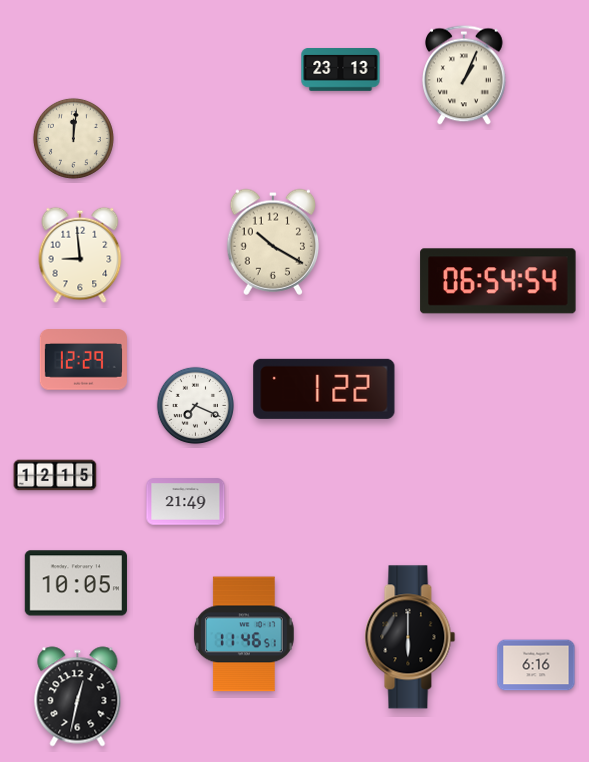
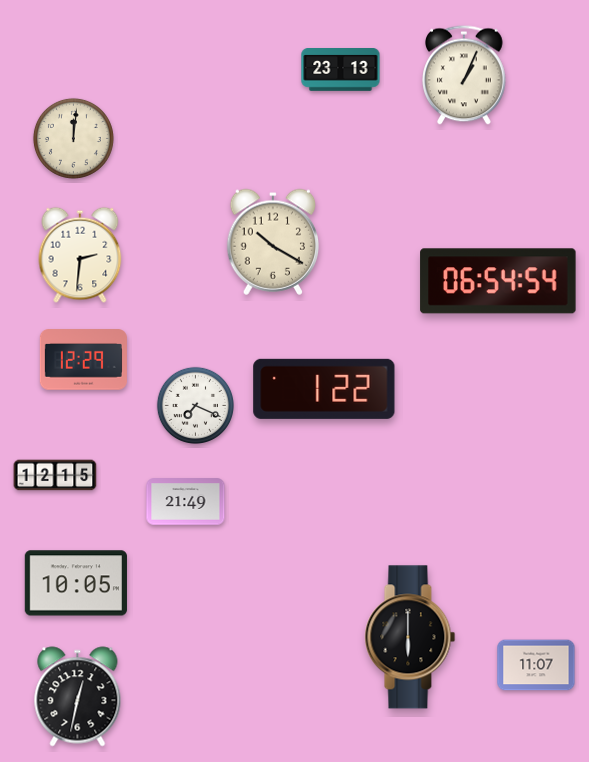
clock at (80, 255): 8:59 -> 2:31
clock at (244, 634): 11:46 -> none
clock at (536, 665): 6:16 -> 11:07
